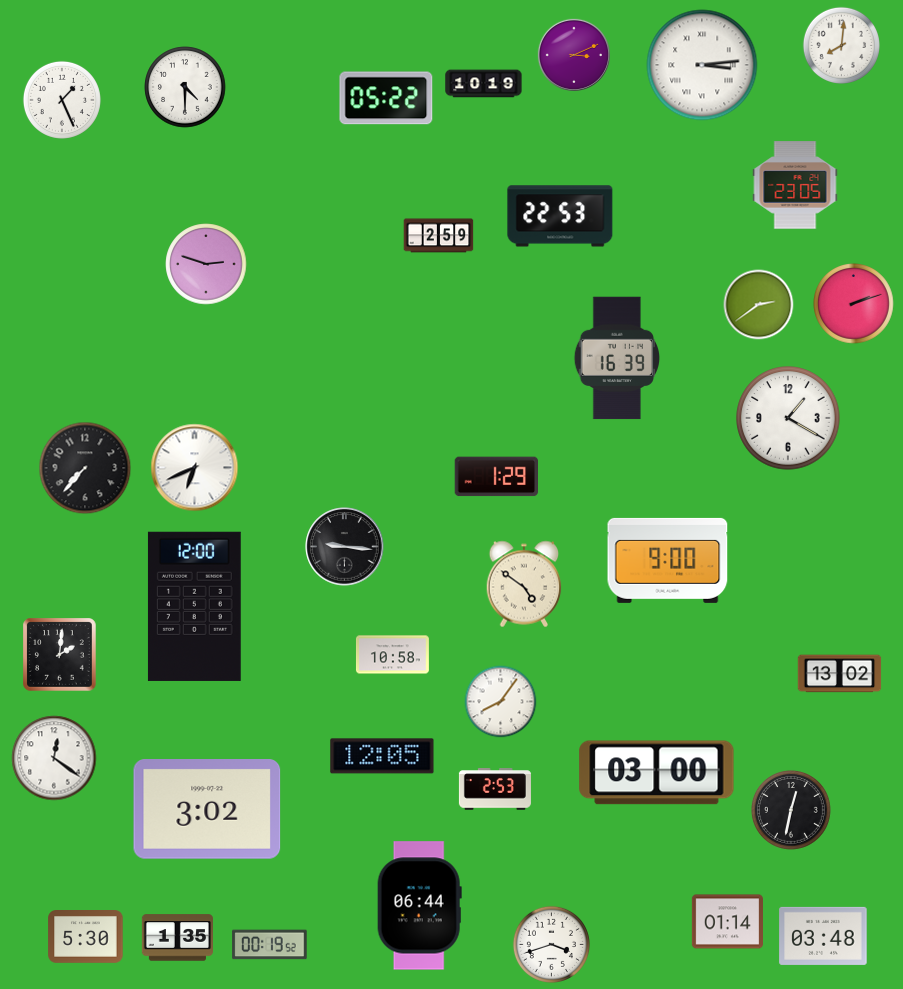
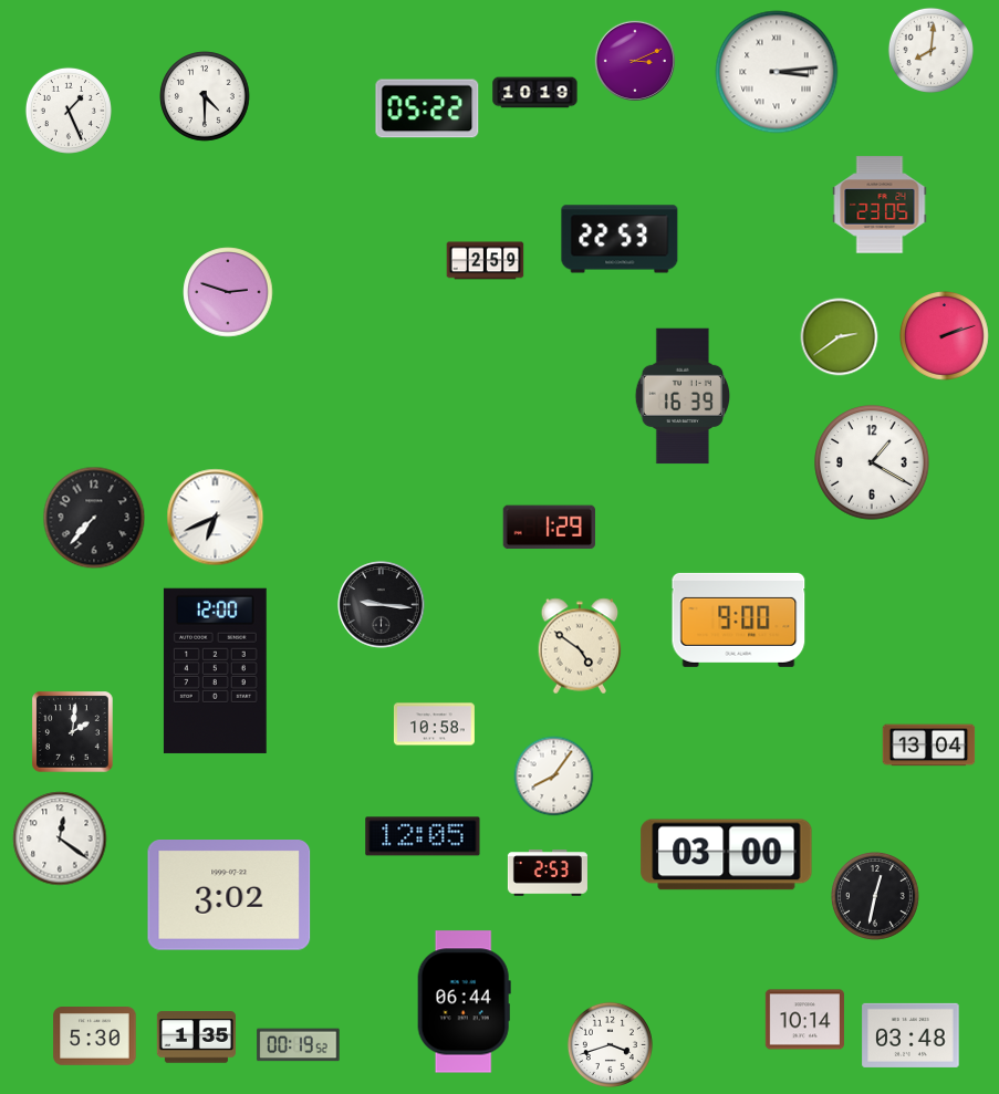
clock at (60, 655) position: (60, 655) -> (73, 732)
clock at (840, 674): 13:02 -> 13:04
clock at (727, 922): 01:14 -> 10:14
